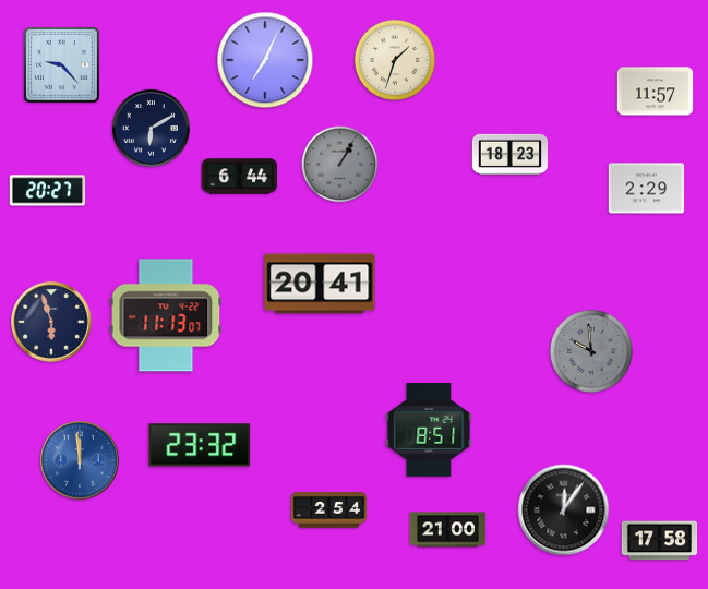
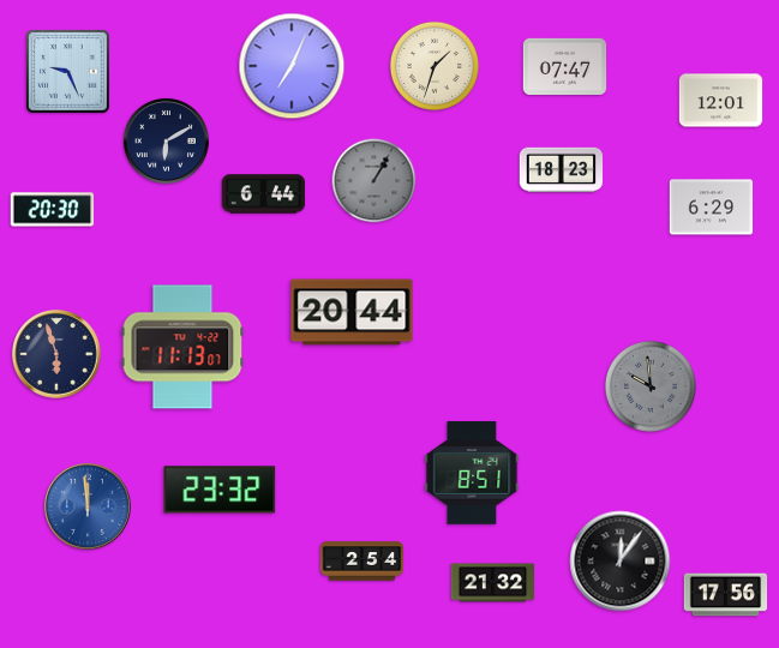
clock at (565, 66): none -> 07:47
clock at (62, 65): 9:23 -> 9:26
clock at (656, 92): 11:57 -> 12:01
clock at (647, 189): 2:29 -> 6:29
clock at (48, 191): 20:27 -> 20:30
clock at (320, 284): 20:41 -> 20:44
clock at (448, 530): 21:00 -> 21:32
clock at (660, 541): 17:58 -> 17:56
